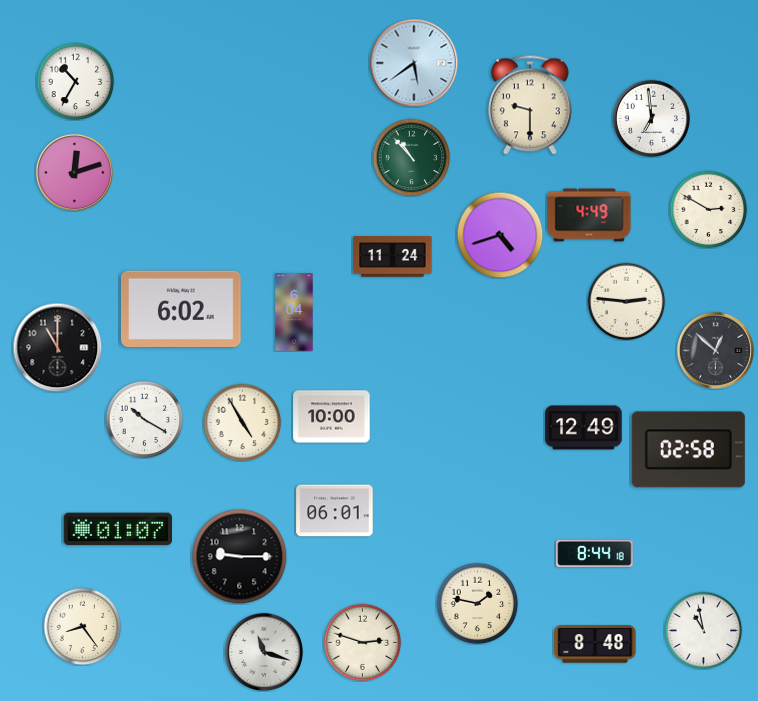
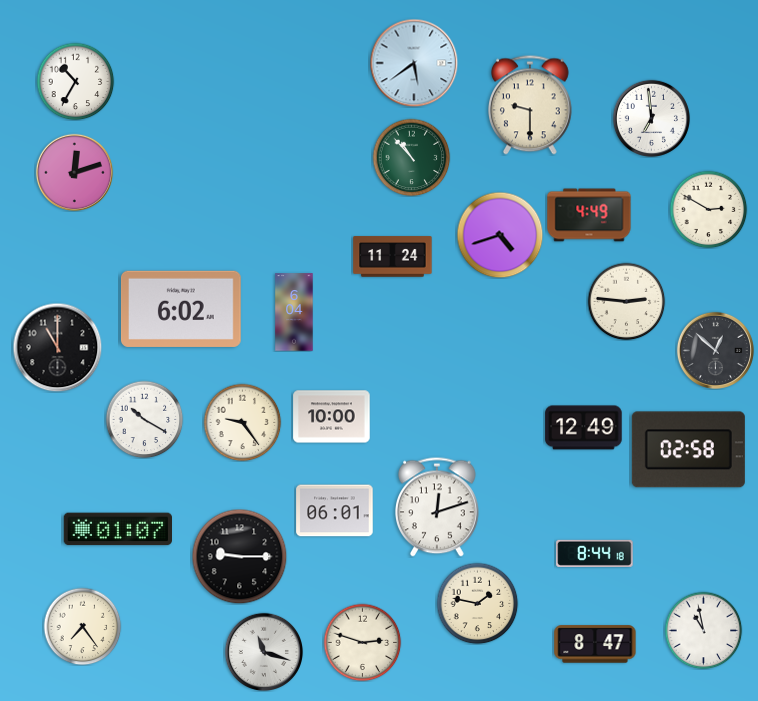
clock at (242, 422): 4:55 -> 9:24
clock at (438, 507): none -> 12:12
clock at (82, 626): 8:24 -> 7:24
clock at (595, 644): 8:48 -> 8:47
